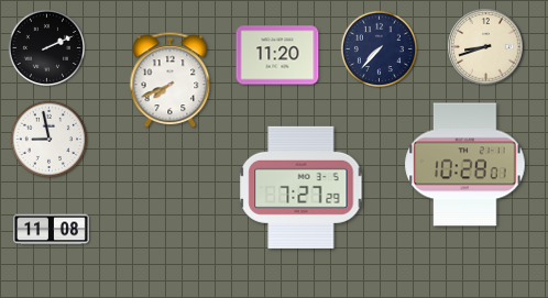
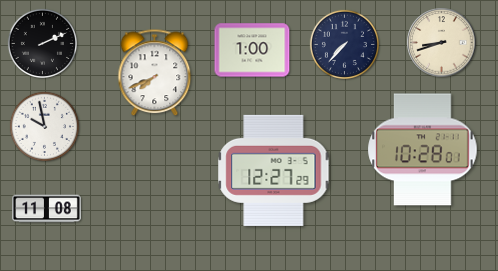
clock at (277, 55): 11:20 -> 1:00
clock at (48, 139): 8:58 -> 9:58
clock at (302, 187): 7:27 -> 12:27
